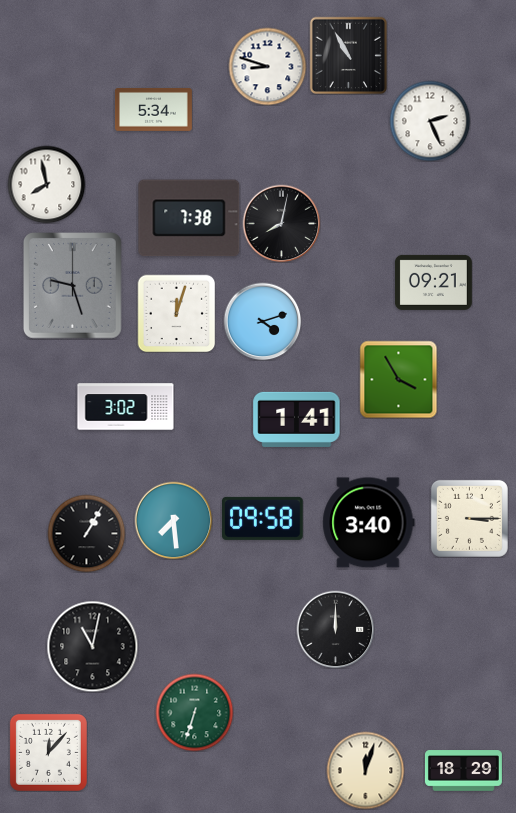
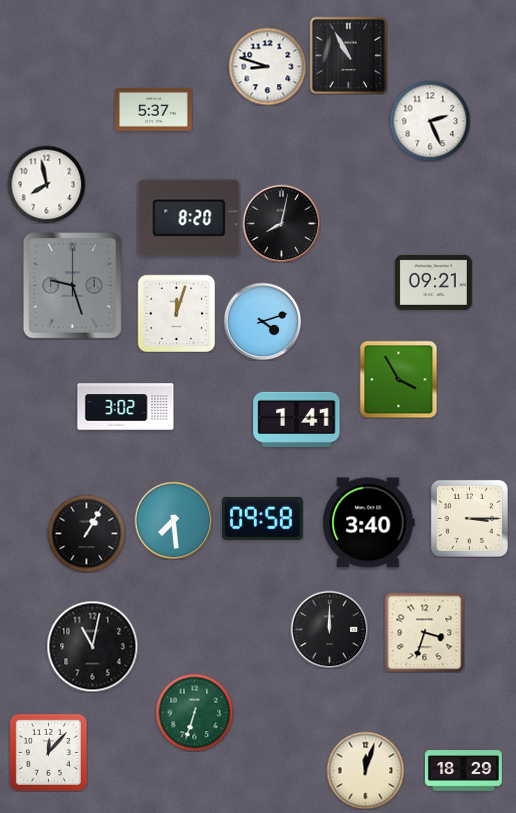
clock at (153, 110): 5:34 -> 5:37
clock at (189, 218): 7:38 -> 8:20
clock at (335, 629) position: (335, 629) -> (329, 629)
clock at (424, 632): none -> 3:33
